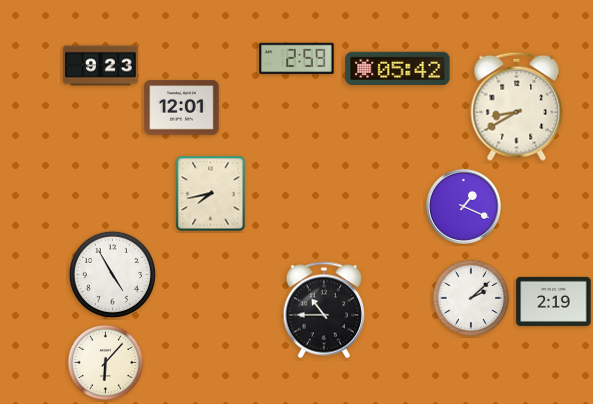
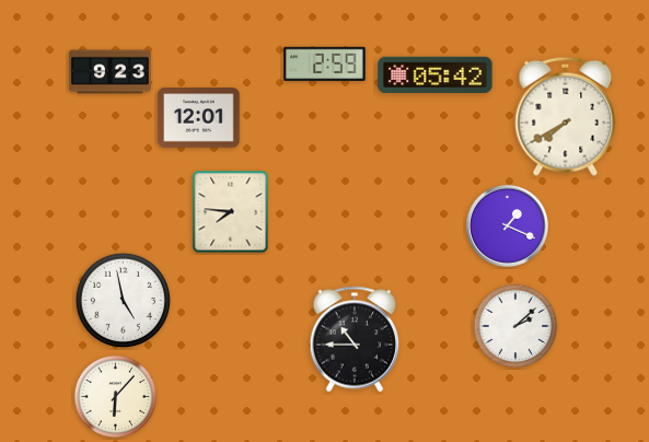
clock at (517, 106): 8:40 -> 7:40
clock at (211, 194): 7:43 -> 7:46
clock at (112, 274): 4:55 -> 4:58
clock at (554, 301): 2:19 -> none
